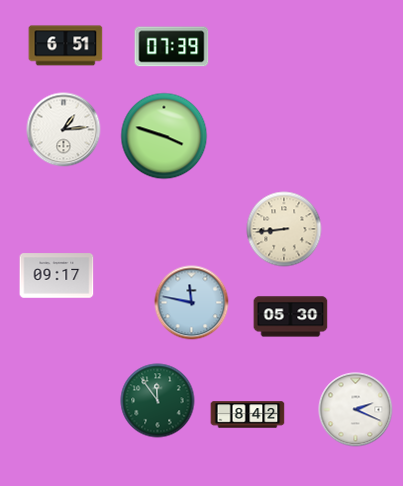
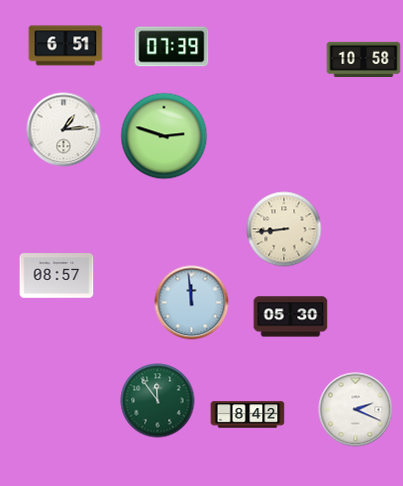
clock at (364, 59): none -> 10:58
clock at (164, 136): 3:48 -> 2:48
clock at (57, 276): 09:17 -> 08:57
clock at (192, 303): 11:47 -> 11:59
